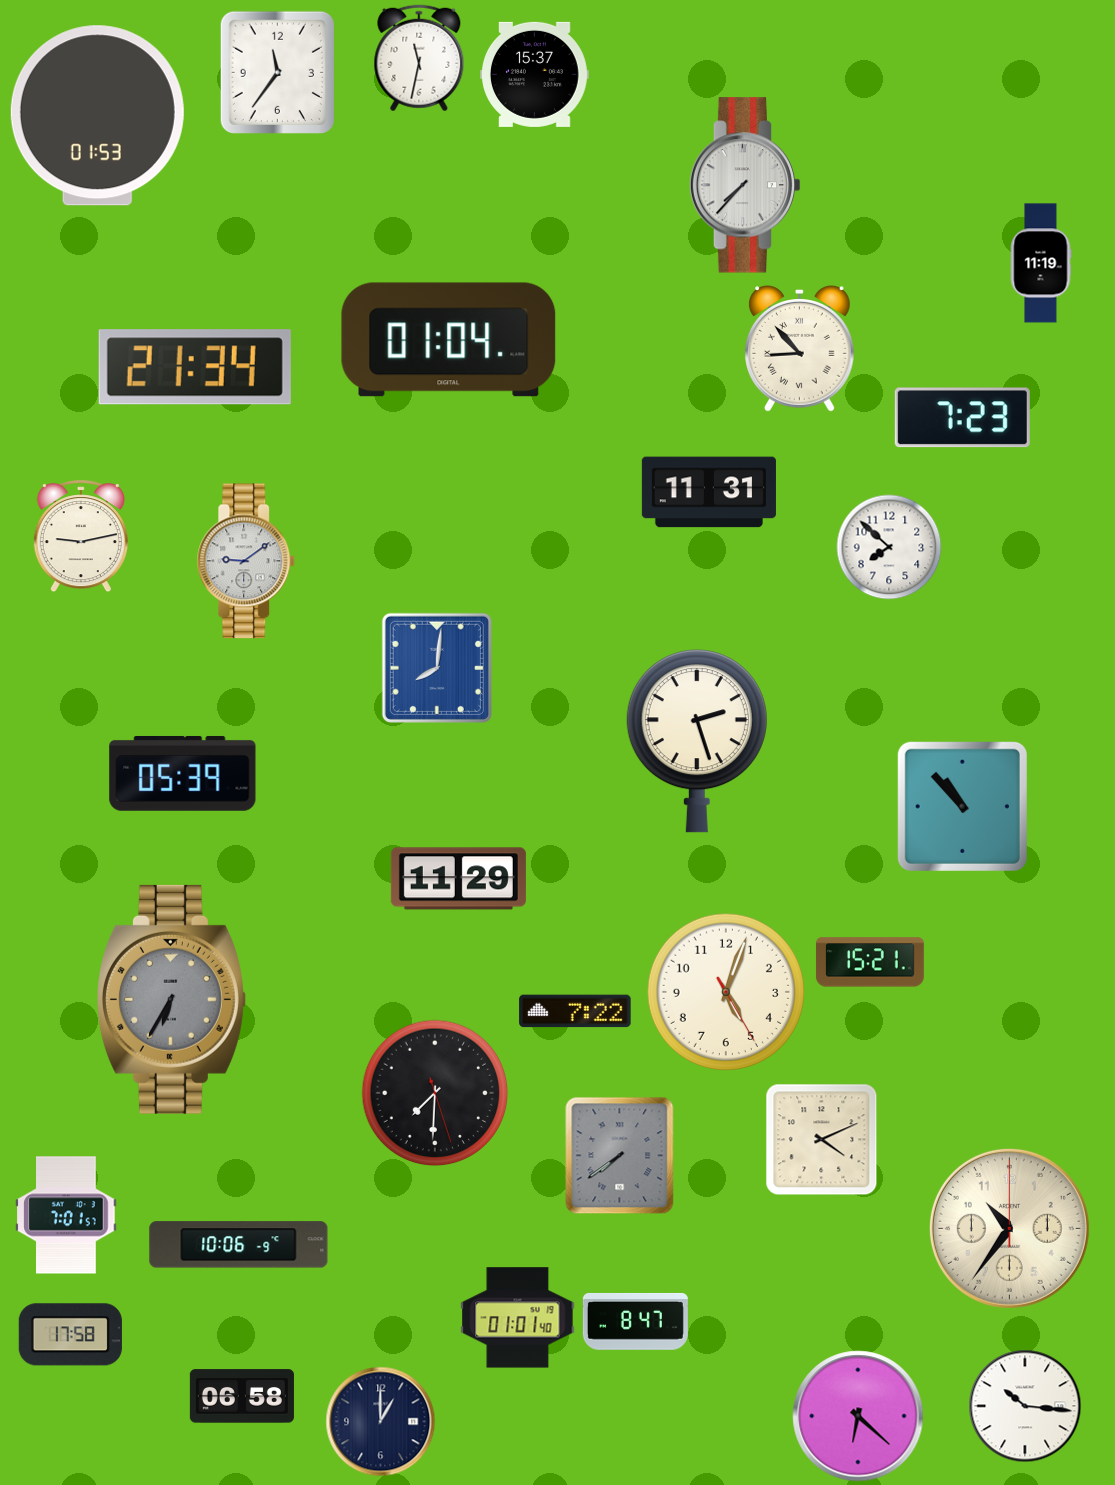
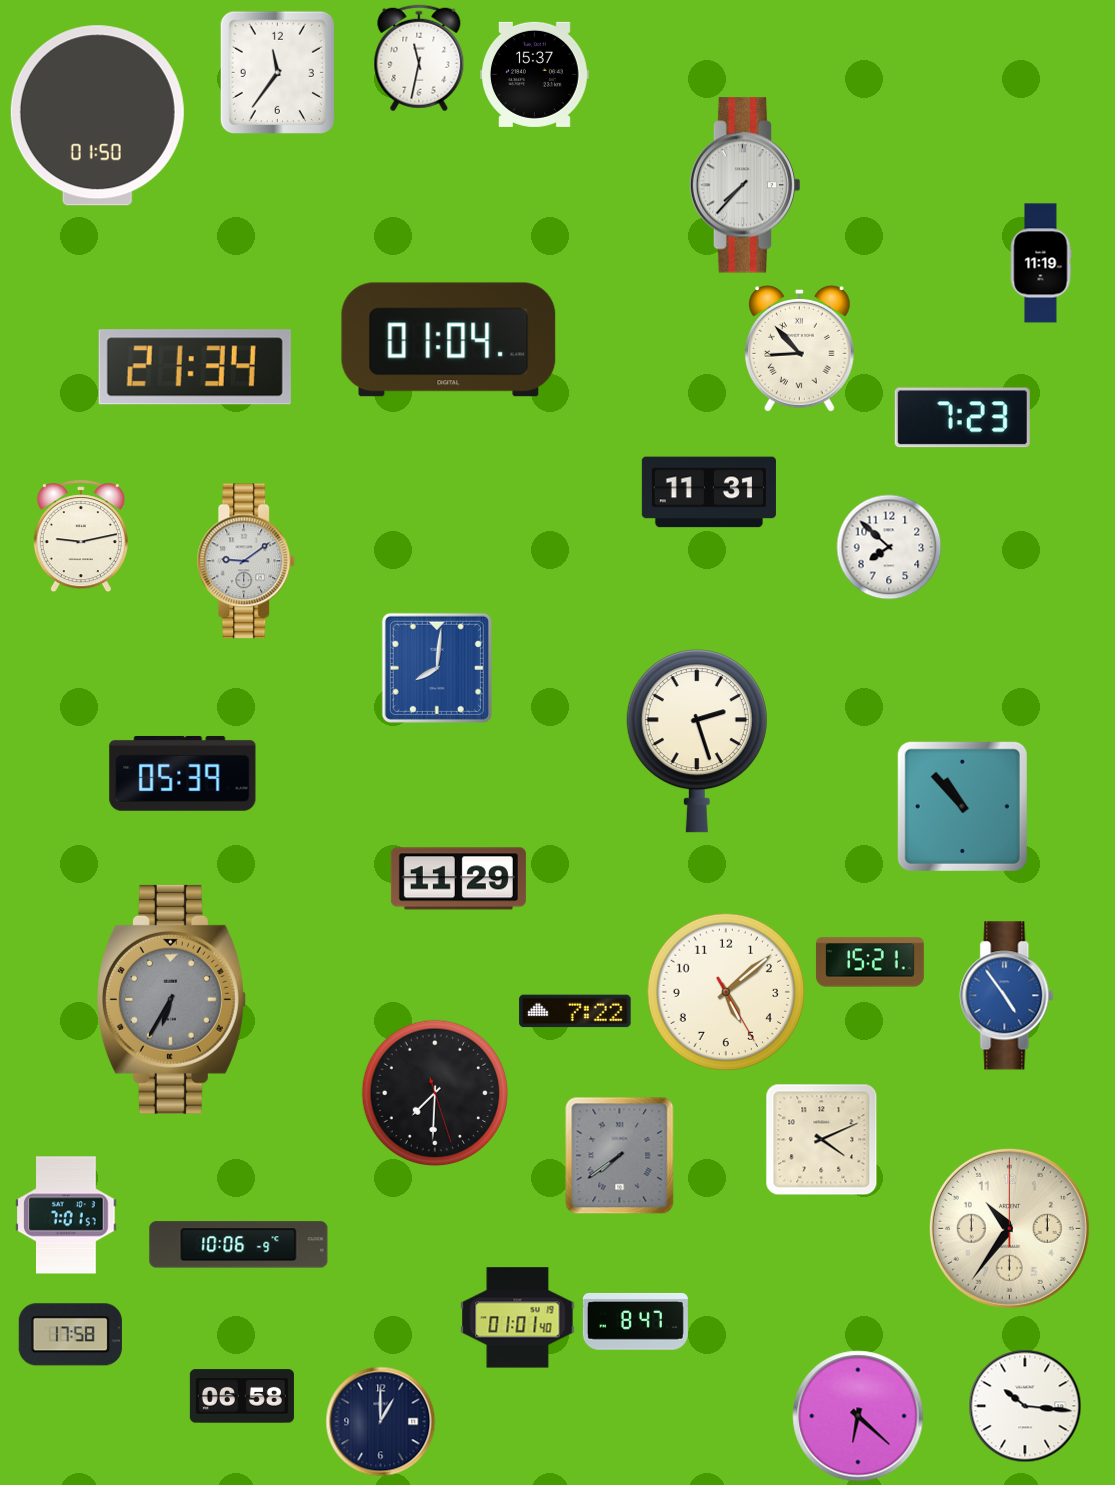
clock at (97, 116): 01:53 -> 01:50
clock at (725, 991): 5:03 -> 5:08
clock at (1007, 996): none -> 4:54
